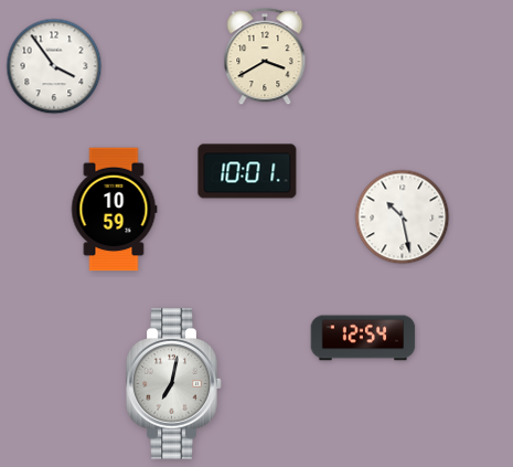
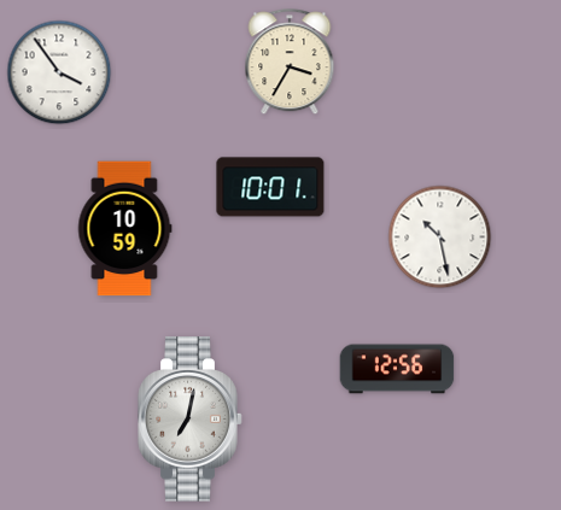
clock at (265, 57): 3:40 -> 3:35
clock at (363, 338): 12:54 -> 12:56
